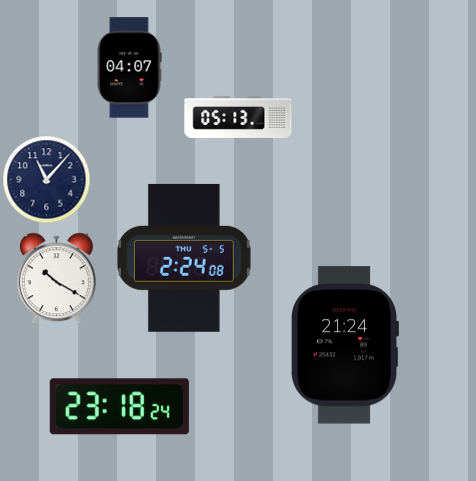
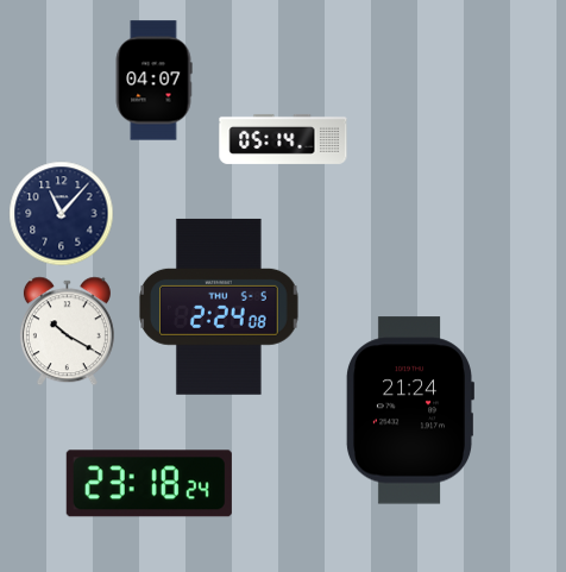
clock at (238, 117): 05:13 -> 05:14
clock at (46, 179) position: (46, 179) -> (61, 213)
clock at (119, 407) position: (119, 407) -> (149, 484)
